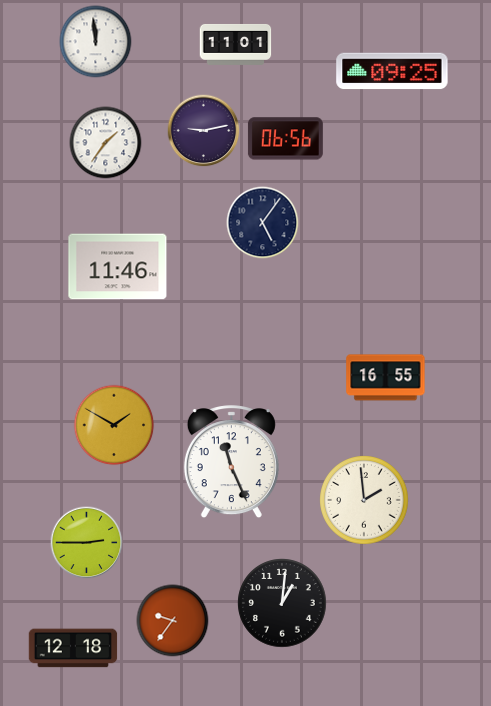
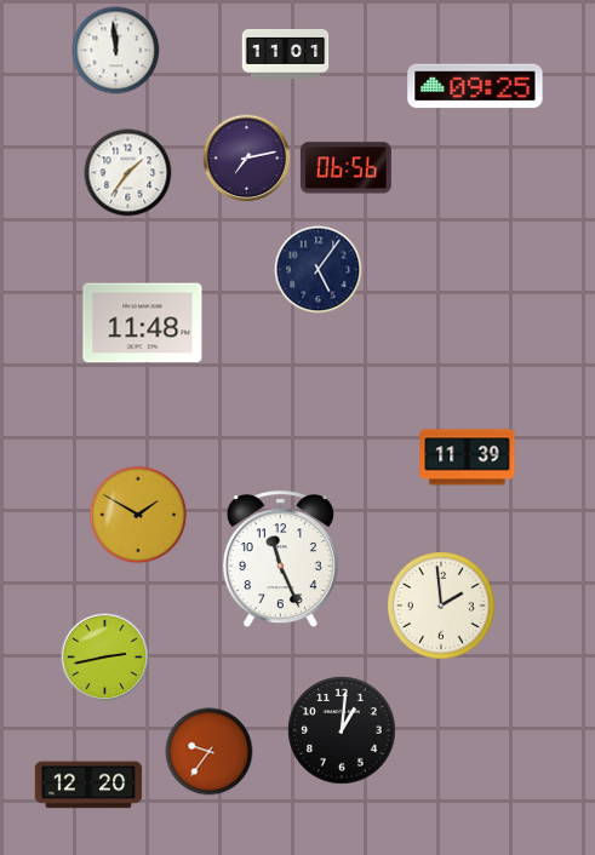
clock at (204, 131): 9:13 -> 7:13
clock at (118, 267): 11:46 -> 11:48
clock at (386, 378): 16:55 -> 11:39
clock at (87, 543): 2:45 -> 2:43
clock at (73, 648): 12:18 -> 12:20
